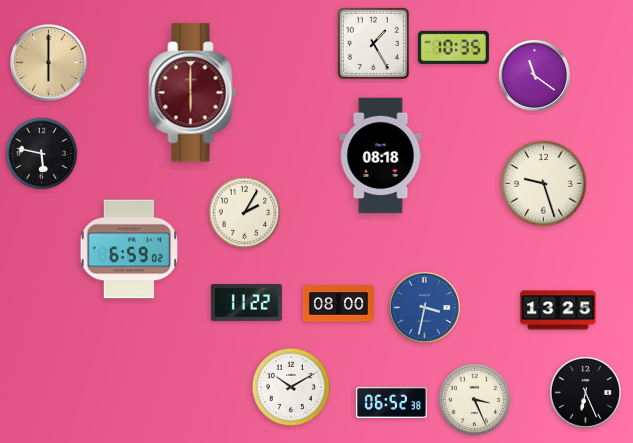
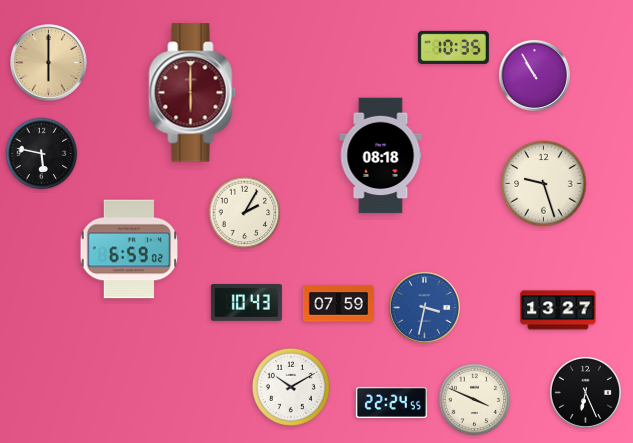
clock at (373, 43): 1:25 -> none
clock at (534, 75): 11:21 -> 10:55
clock at (246, 303): 11:22 -> 10:43
clock at (338, 304): 08:00 -> 07:59
clock at (558, 310): 13:25 -> 13:27
clock at (475, 400): 3:26 -> 3:49
clock at (391, 402): 06:52 -> 22:24
